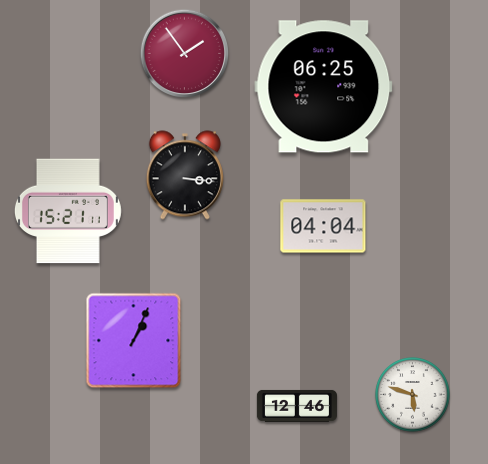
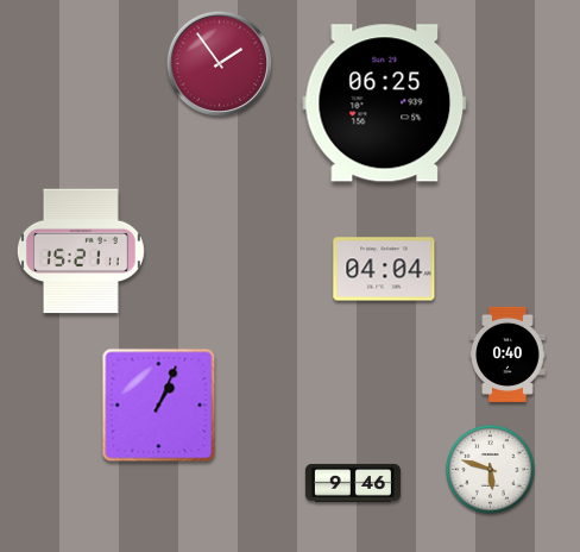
clock at (185, 175): 3:16 -> none
clock at (508, 355): none -> 0:40
clock at (297, 406): 12:46 -> 9:46
